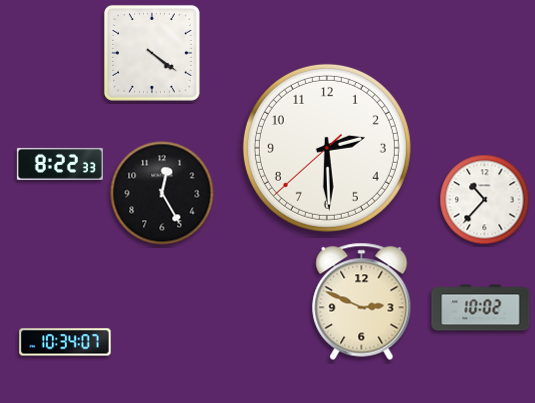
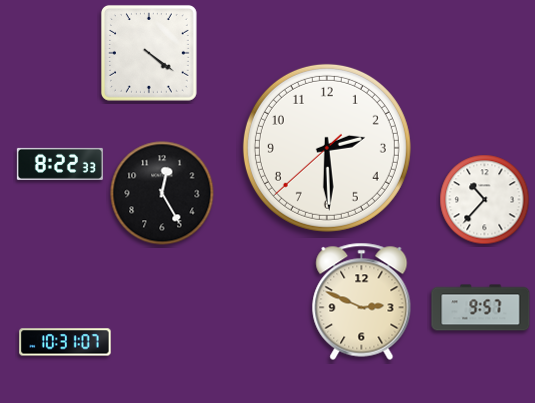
clock at (152, 53) position: (152, 53) -> (149, 53)
clock at (481, 308): 10:02 -> 9:57
clock at (65, 342): 10:34 -> 10:31
